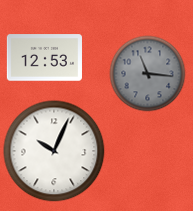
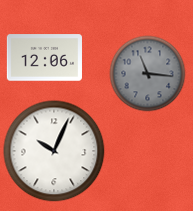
clock at (44, 58): 12:53 -> 12:06
